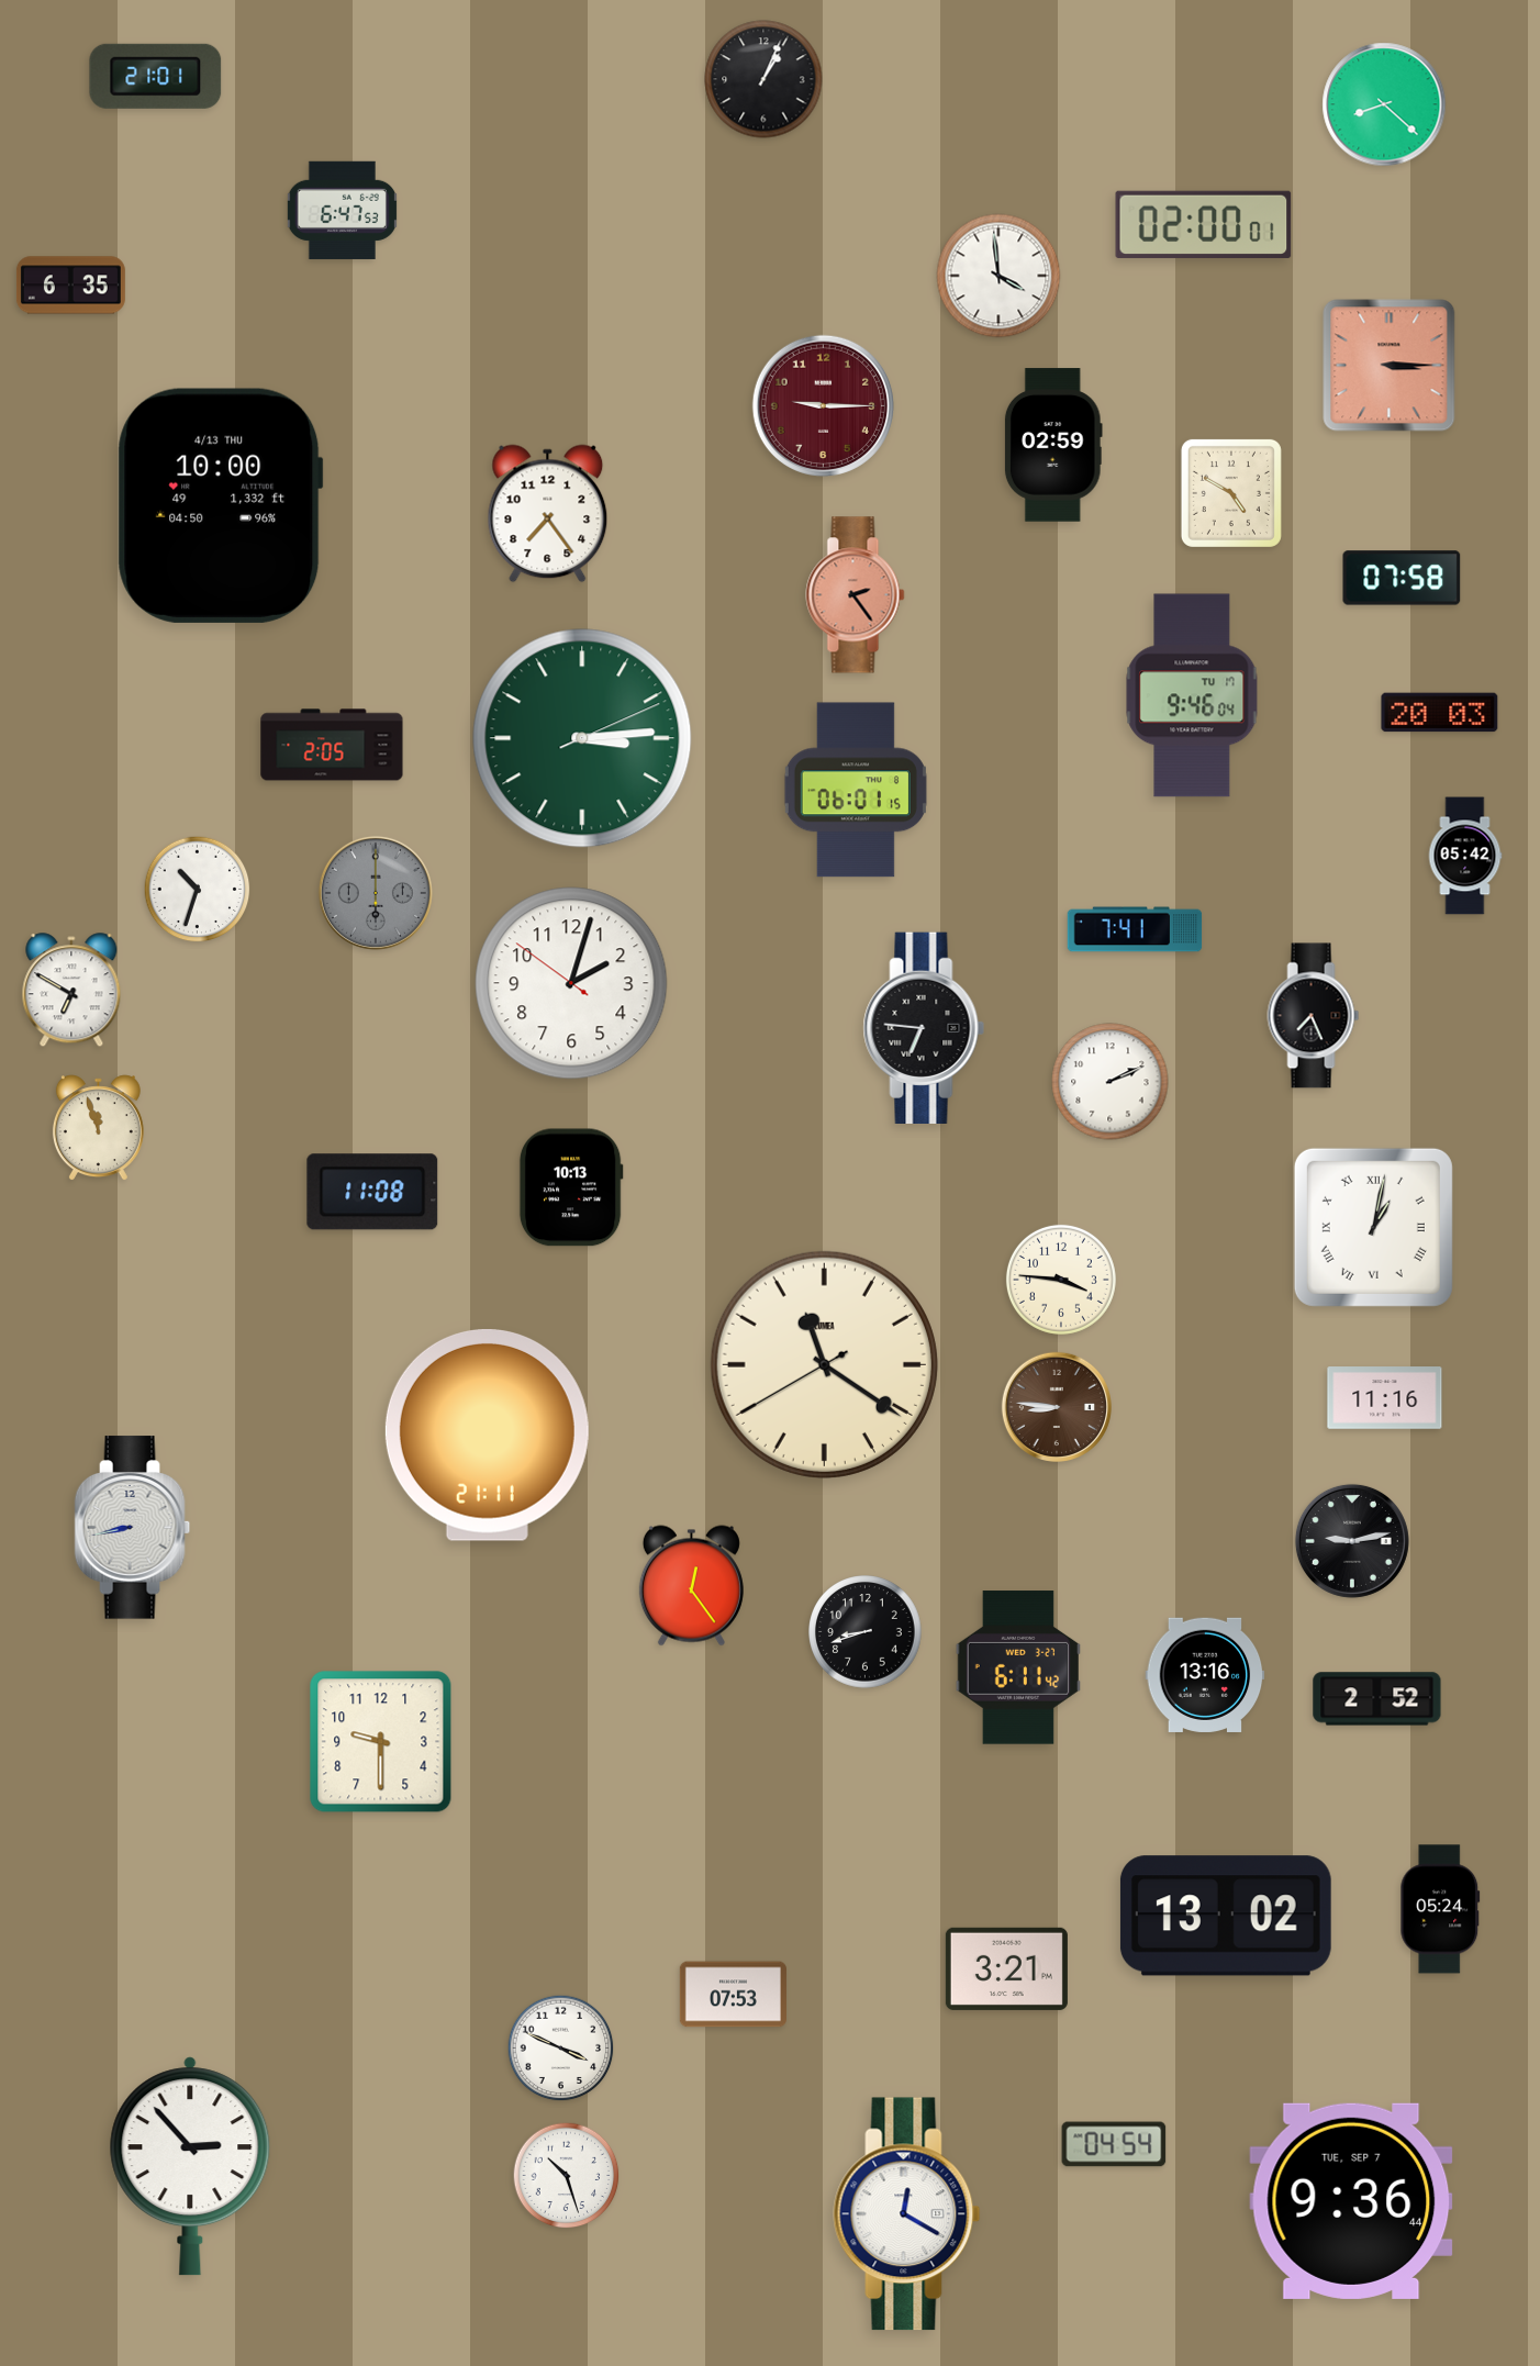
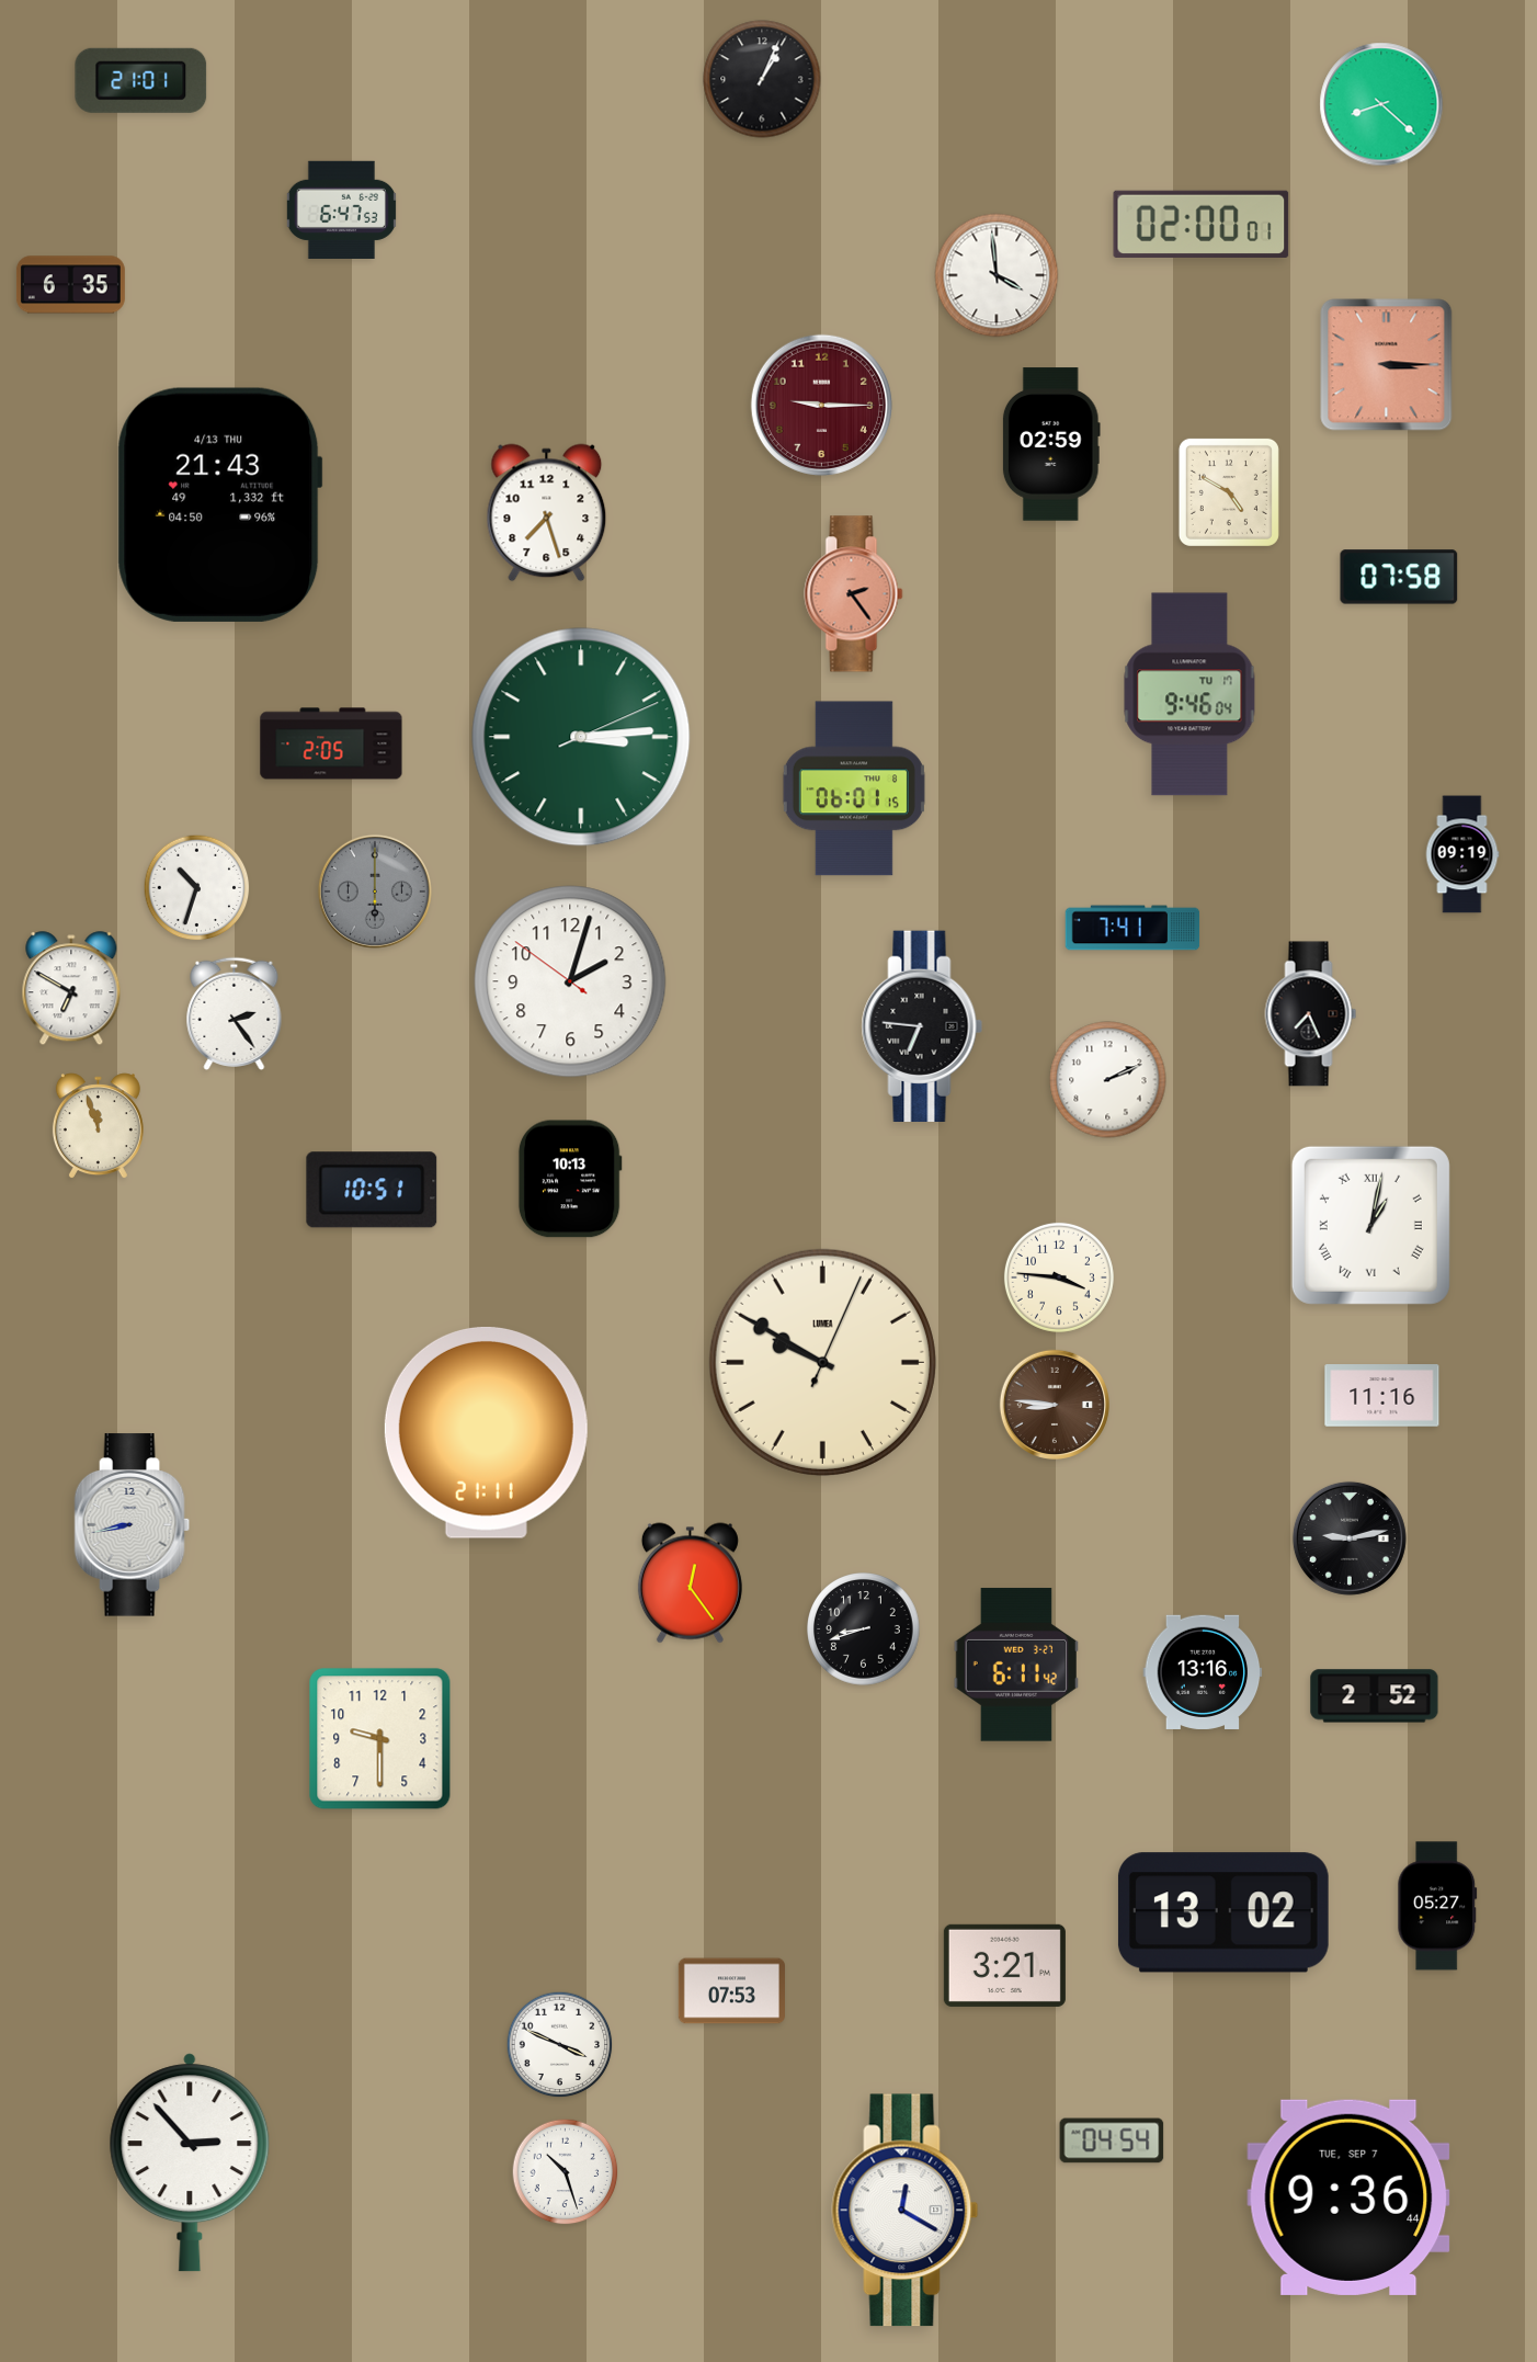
clock at (156, 76) position: (156, 76) -> (141, 80)
clock at (220, 505): 10:00 -> 21:43
clock at (548, 514): 7:24 -> 7:27
clock at (1440, 713): 20:03 -> none
clock at (1465, 856): 05:42 -> 09:19
clock at (235, 1013): none -> 2:24
clock at (571, 1187) position: (571, 1187) -> (570, 1179)
clock at (372, 1192): 11:08 -> 10:51
clock at (824, 1364): 11:20 -> 9:50
clock at (1440, 1909): 05:24 -> 05:27
